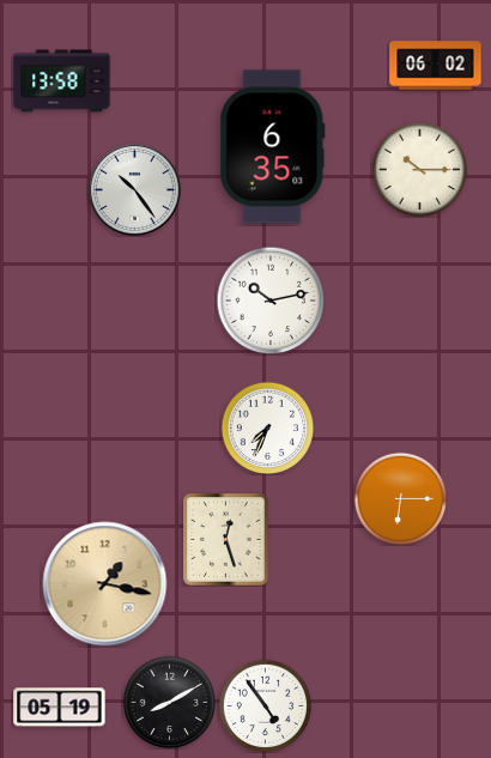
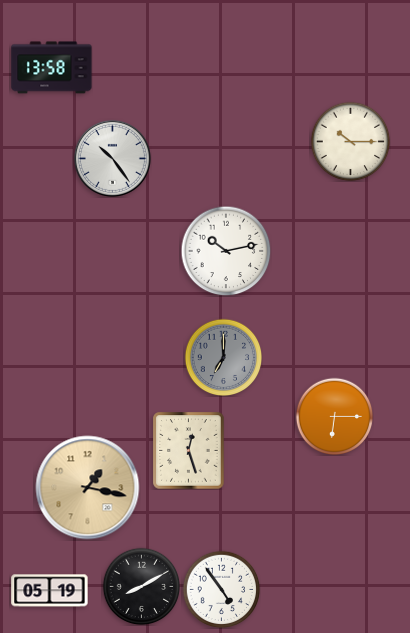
clock at (436, 66): 06:02 -> none
clock at (273, 147): 6:35 -> none
clock at (267, 427): 7:34 -> 7:00
clock at (267, 427) dial: white -> grey
